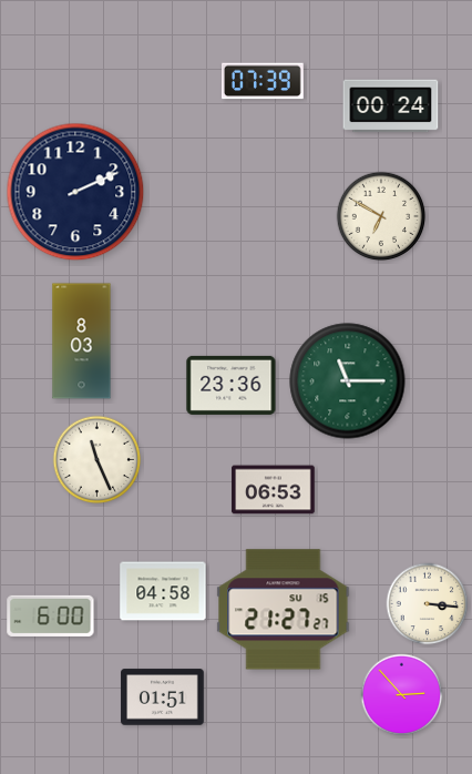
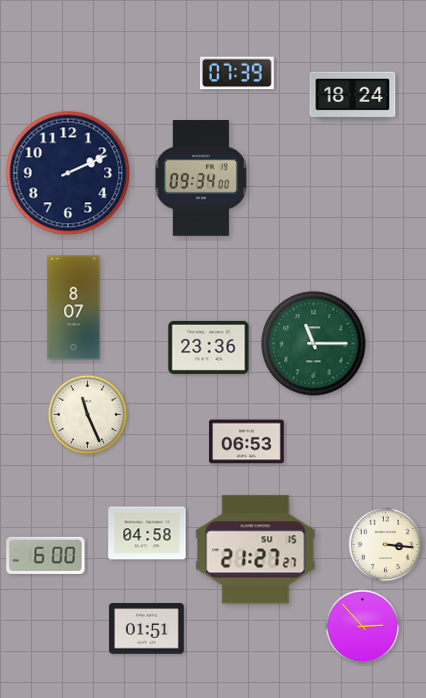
clock at (391, 106): 00:24 -> 18:24
clock at (201, 178): none -> 09:34
clock at (381, 216): 6:50 -> none
clock at (82, 342): 8:03 -> 8:07
